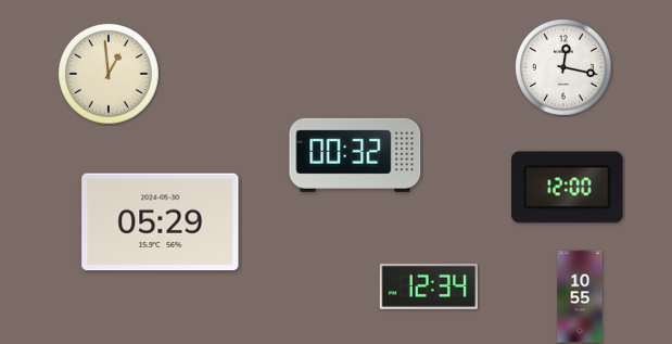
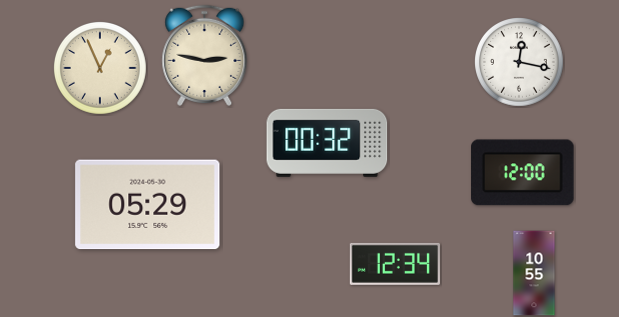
clock at (205, 55): none -> 2:47
clock at (109, 74): 12:59 -> 12:56
